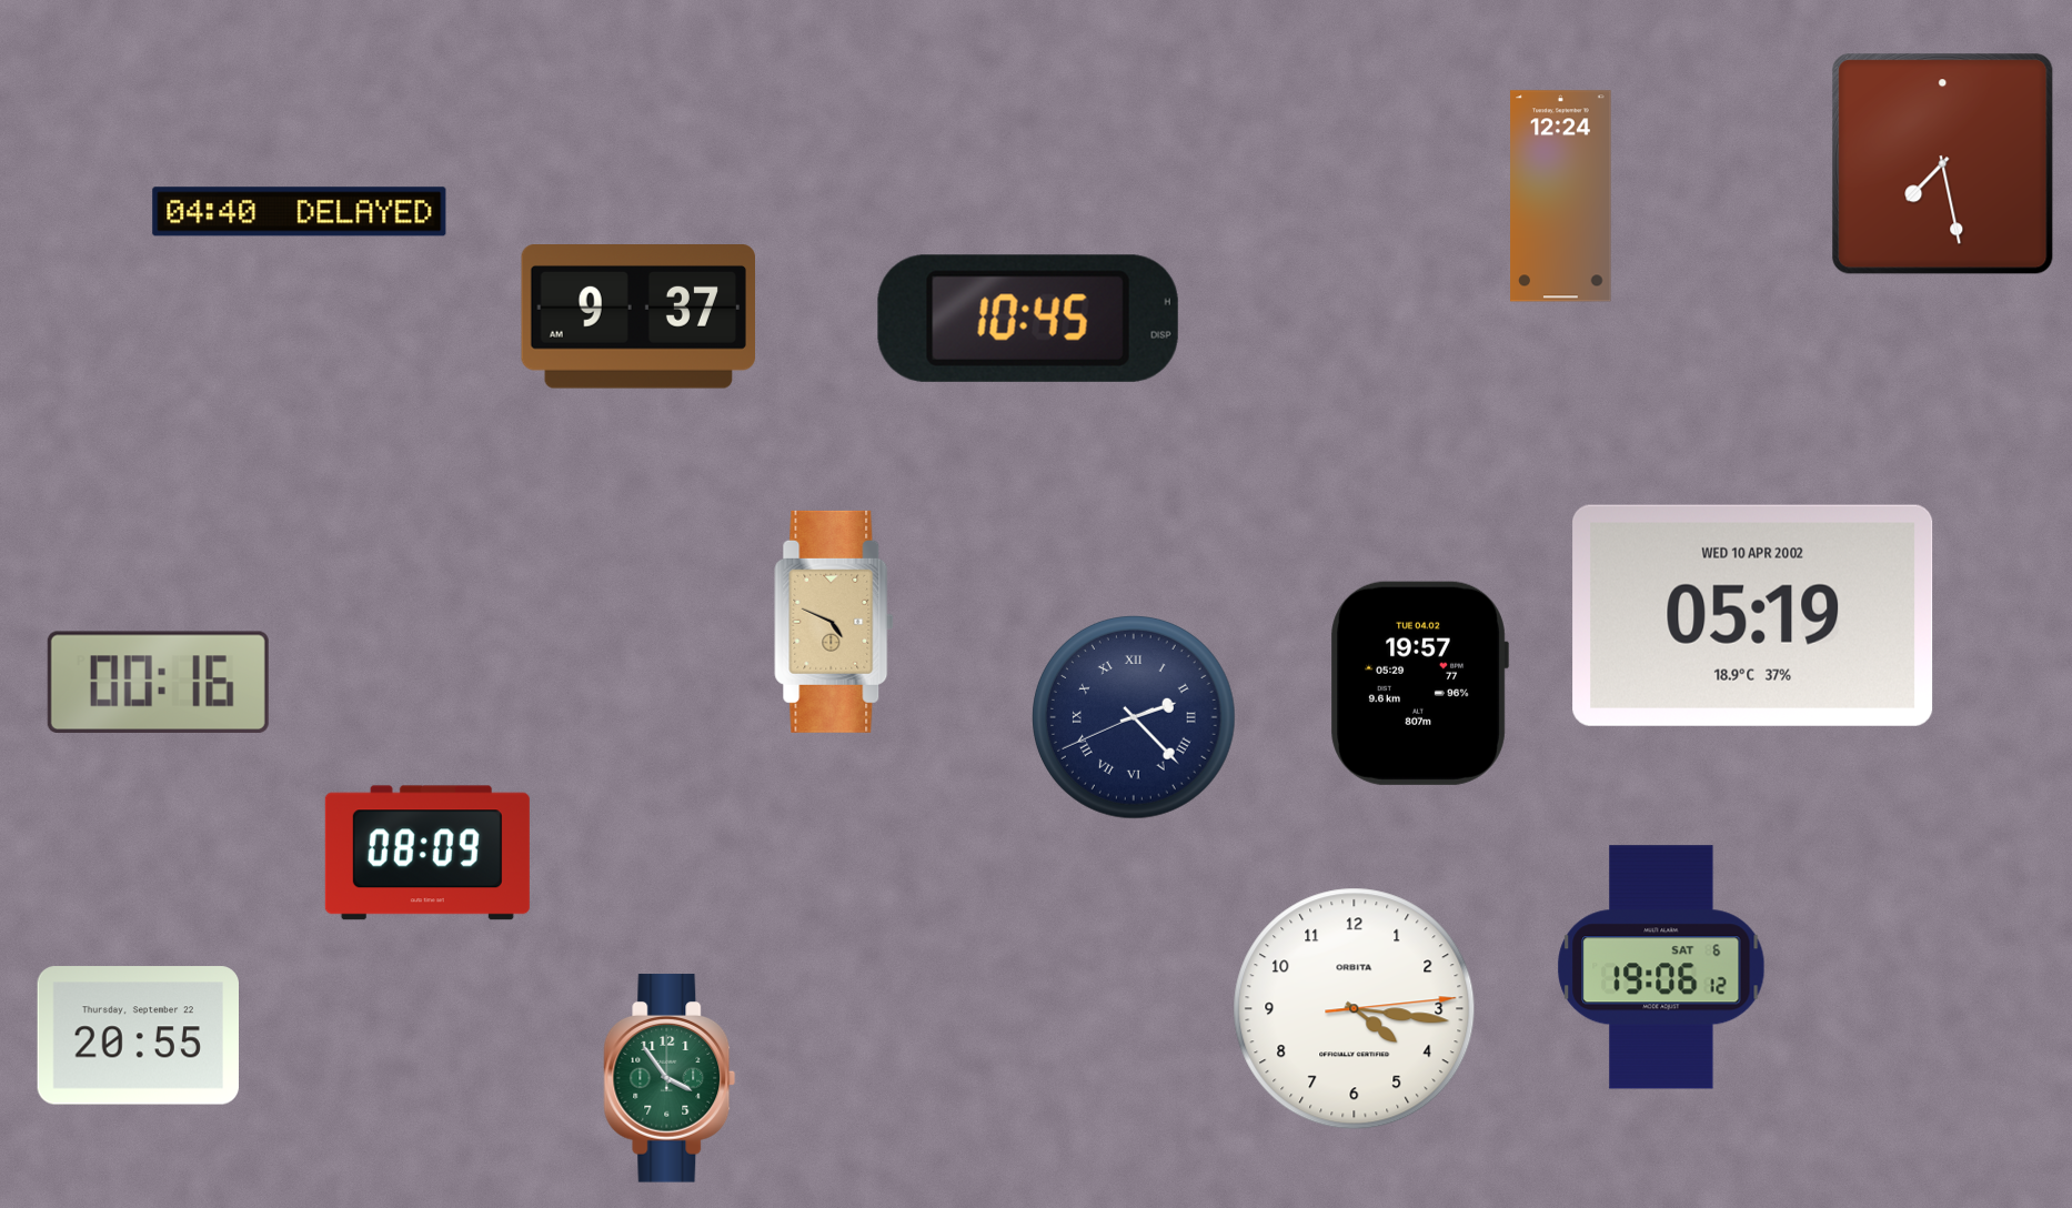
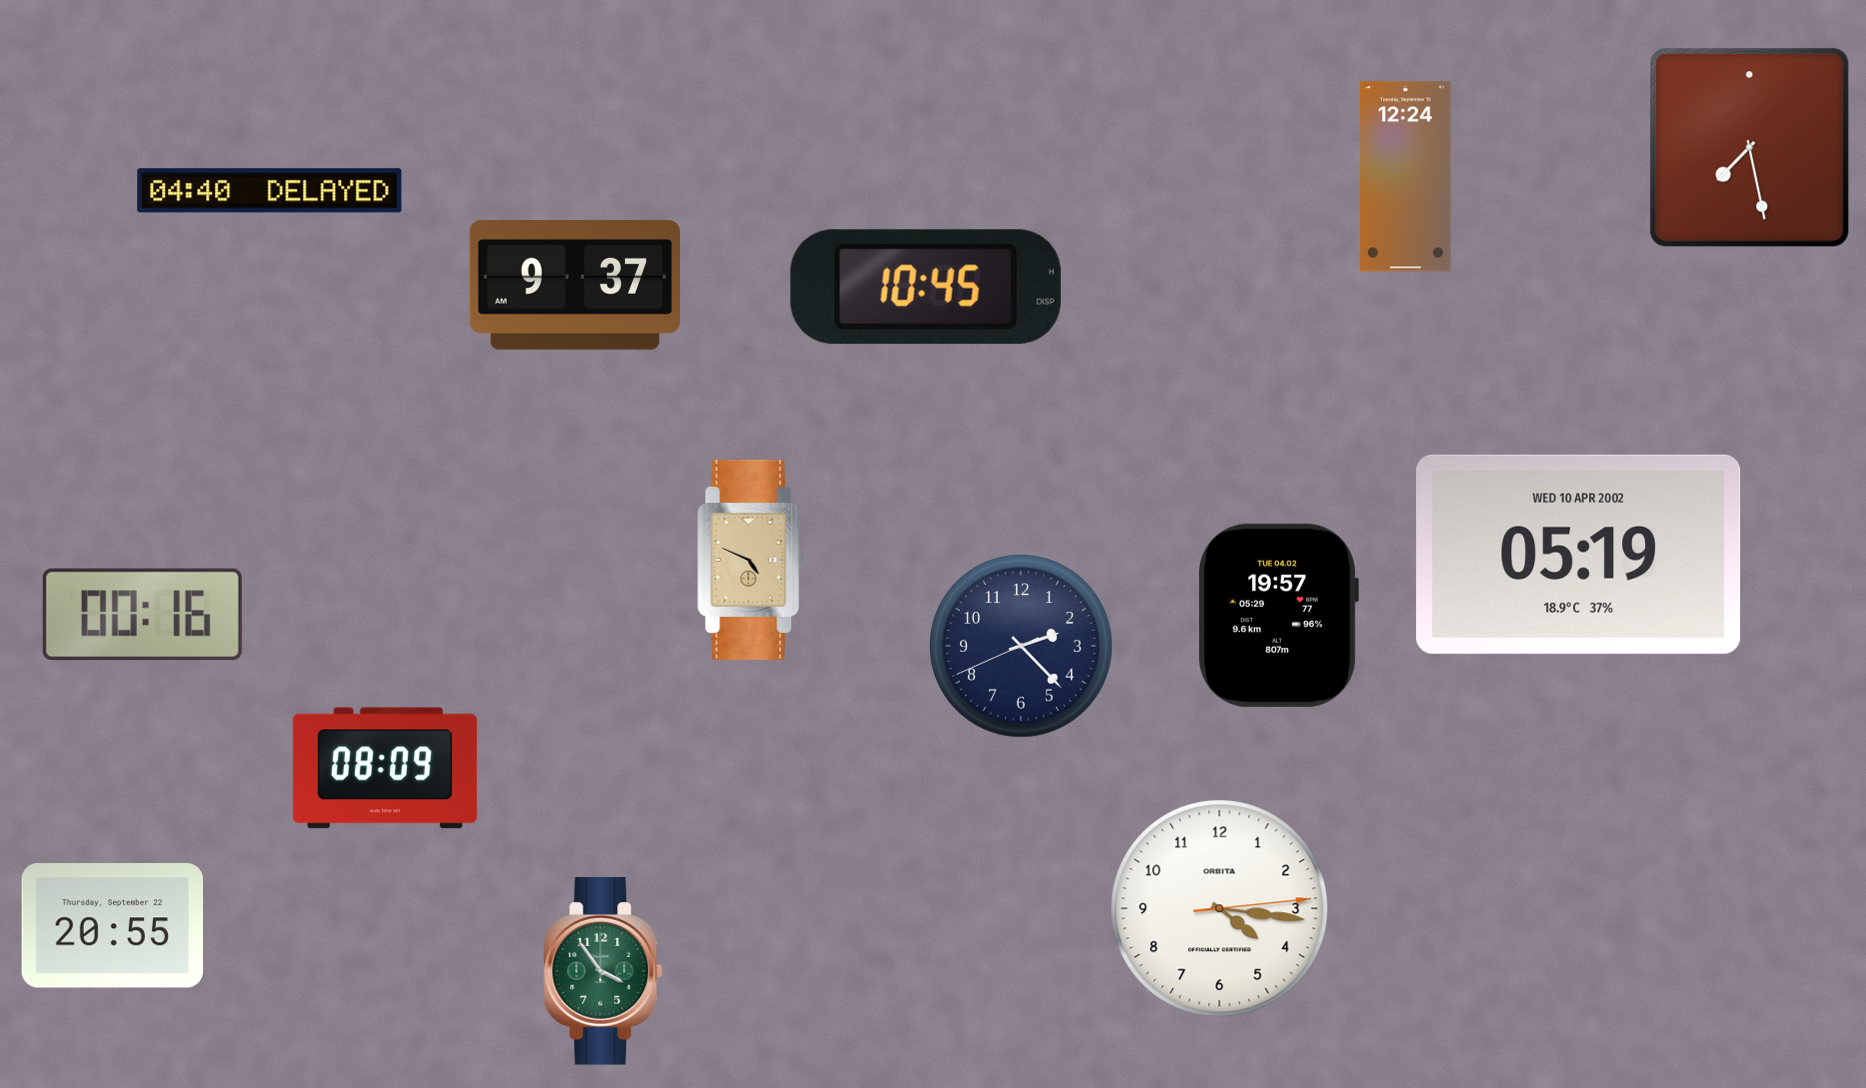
clock at (1135, 718) numerals: Roman -> Arabic
clock at (1661, 967): 19:06 -> none
clock at (138, 1036) position: (138, 1036) -> (112, 926)
